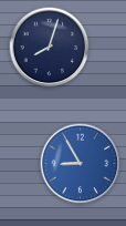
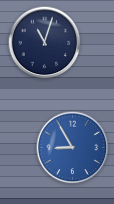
clock at (50, 48): 8:03 -> 11:03
